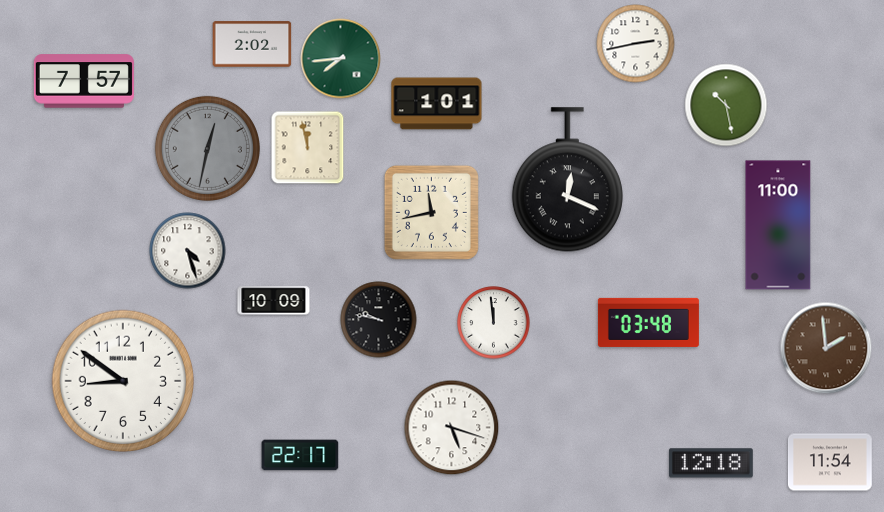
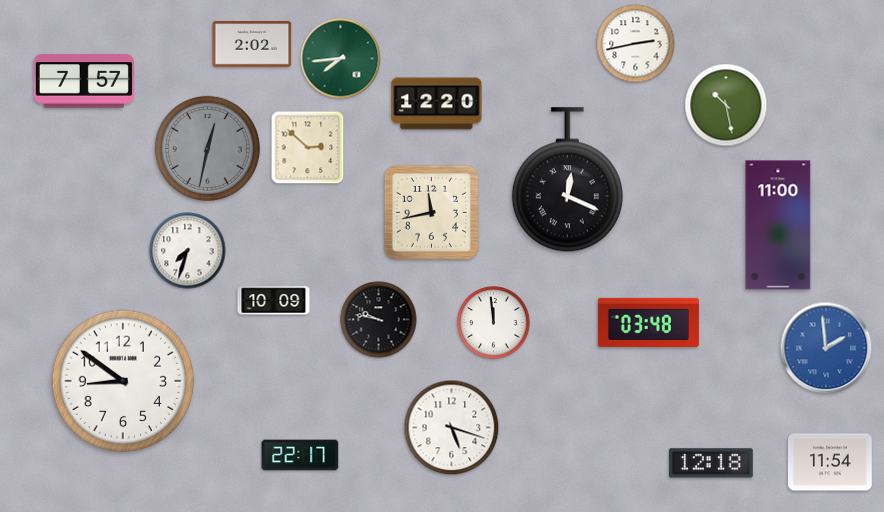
clock at (437, 104): 1:01 -> 12:20
clock at (308, 148): 11:58 -> 2:52
clock at (188, 251): 4:27 -> 7:33
clock at (826, 348) dial: brown -> blue
